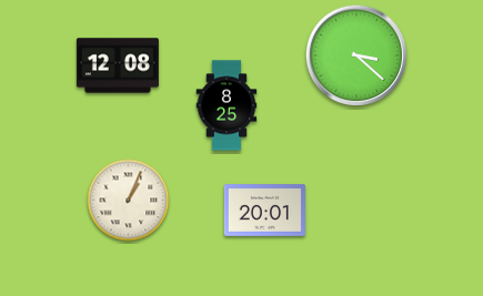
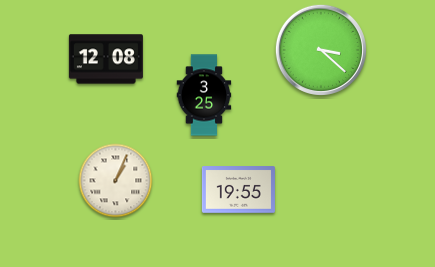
clock at (227, 105): 8:25 -> 3:25
clock at (264, 211): 20:01 -> 19:55
